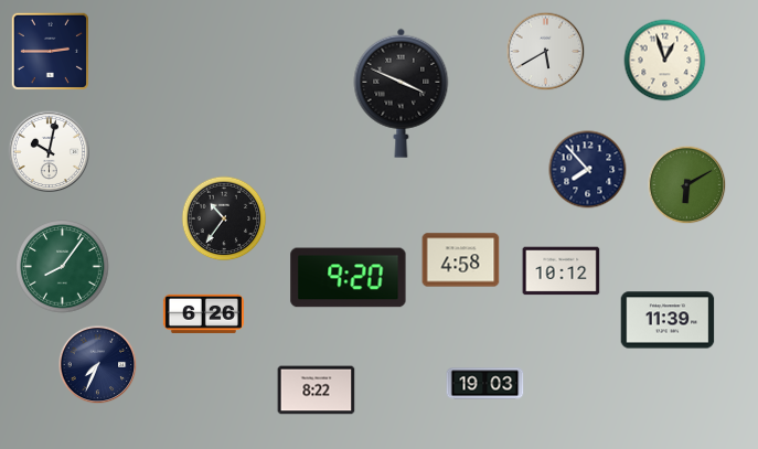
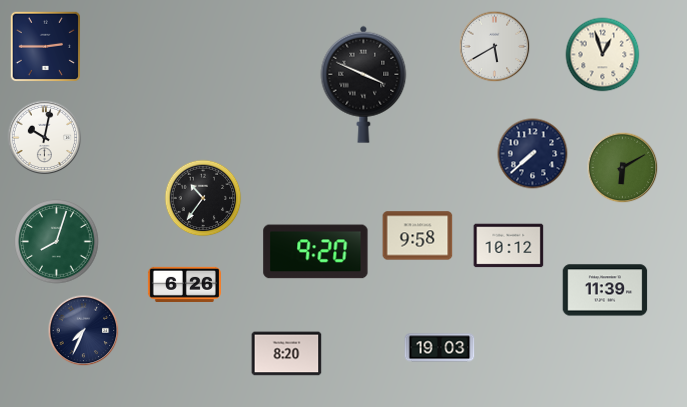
clock at (588, 170): 7:53 -> 7:38
clock at (461, 260): 4:58 -> 9:58
clock at (63, 267): 8:06 -> 8:03
clock at (98, 365) position: (98, 365) -> (84, 331)
clock at (317, 391): 8:22 -> 8:20
